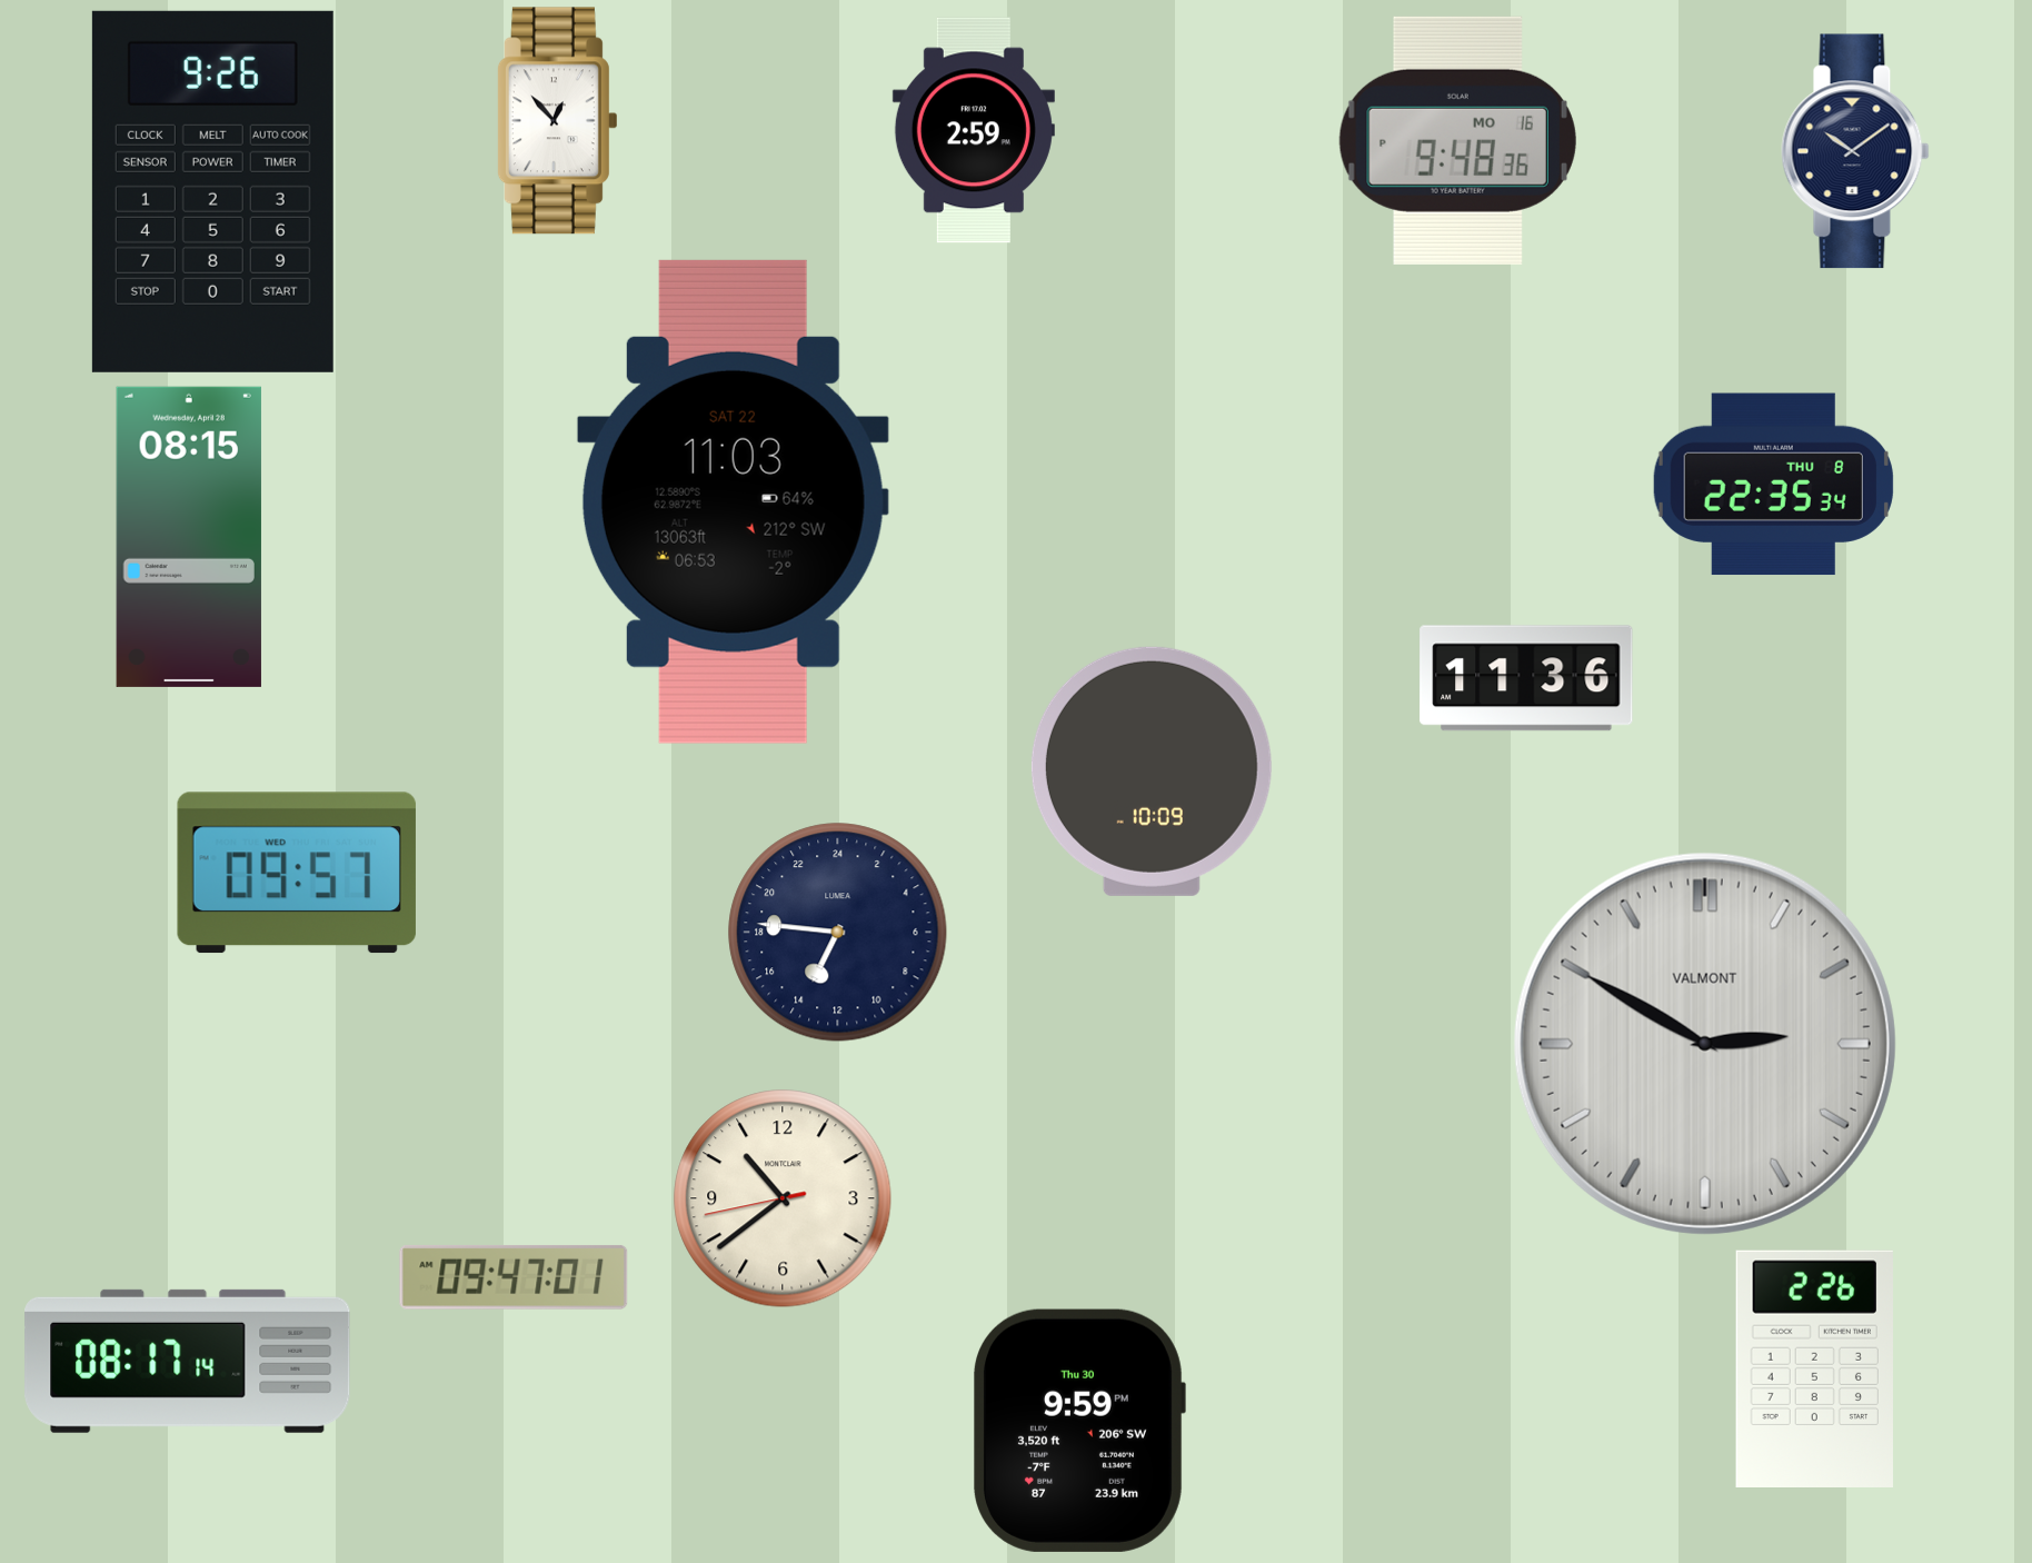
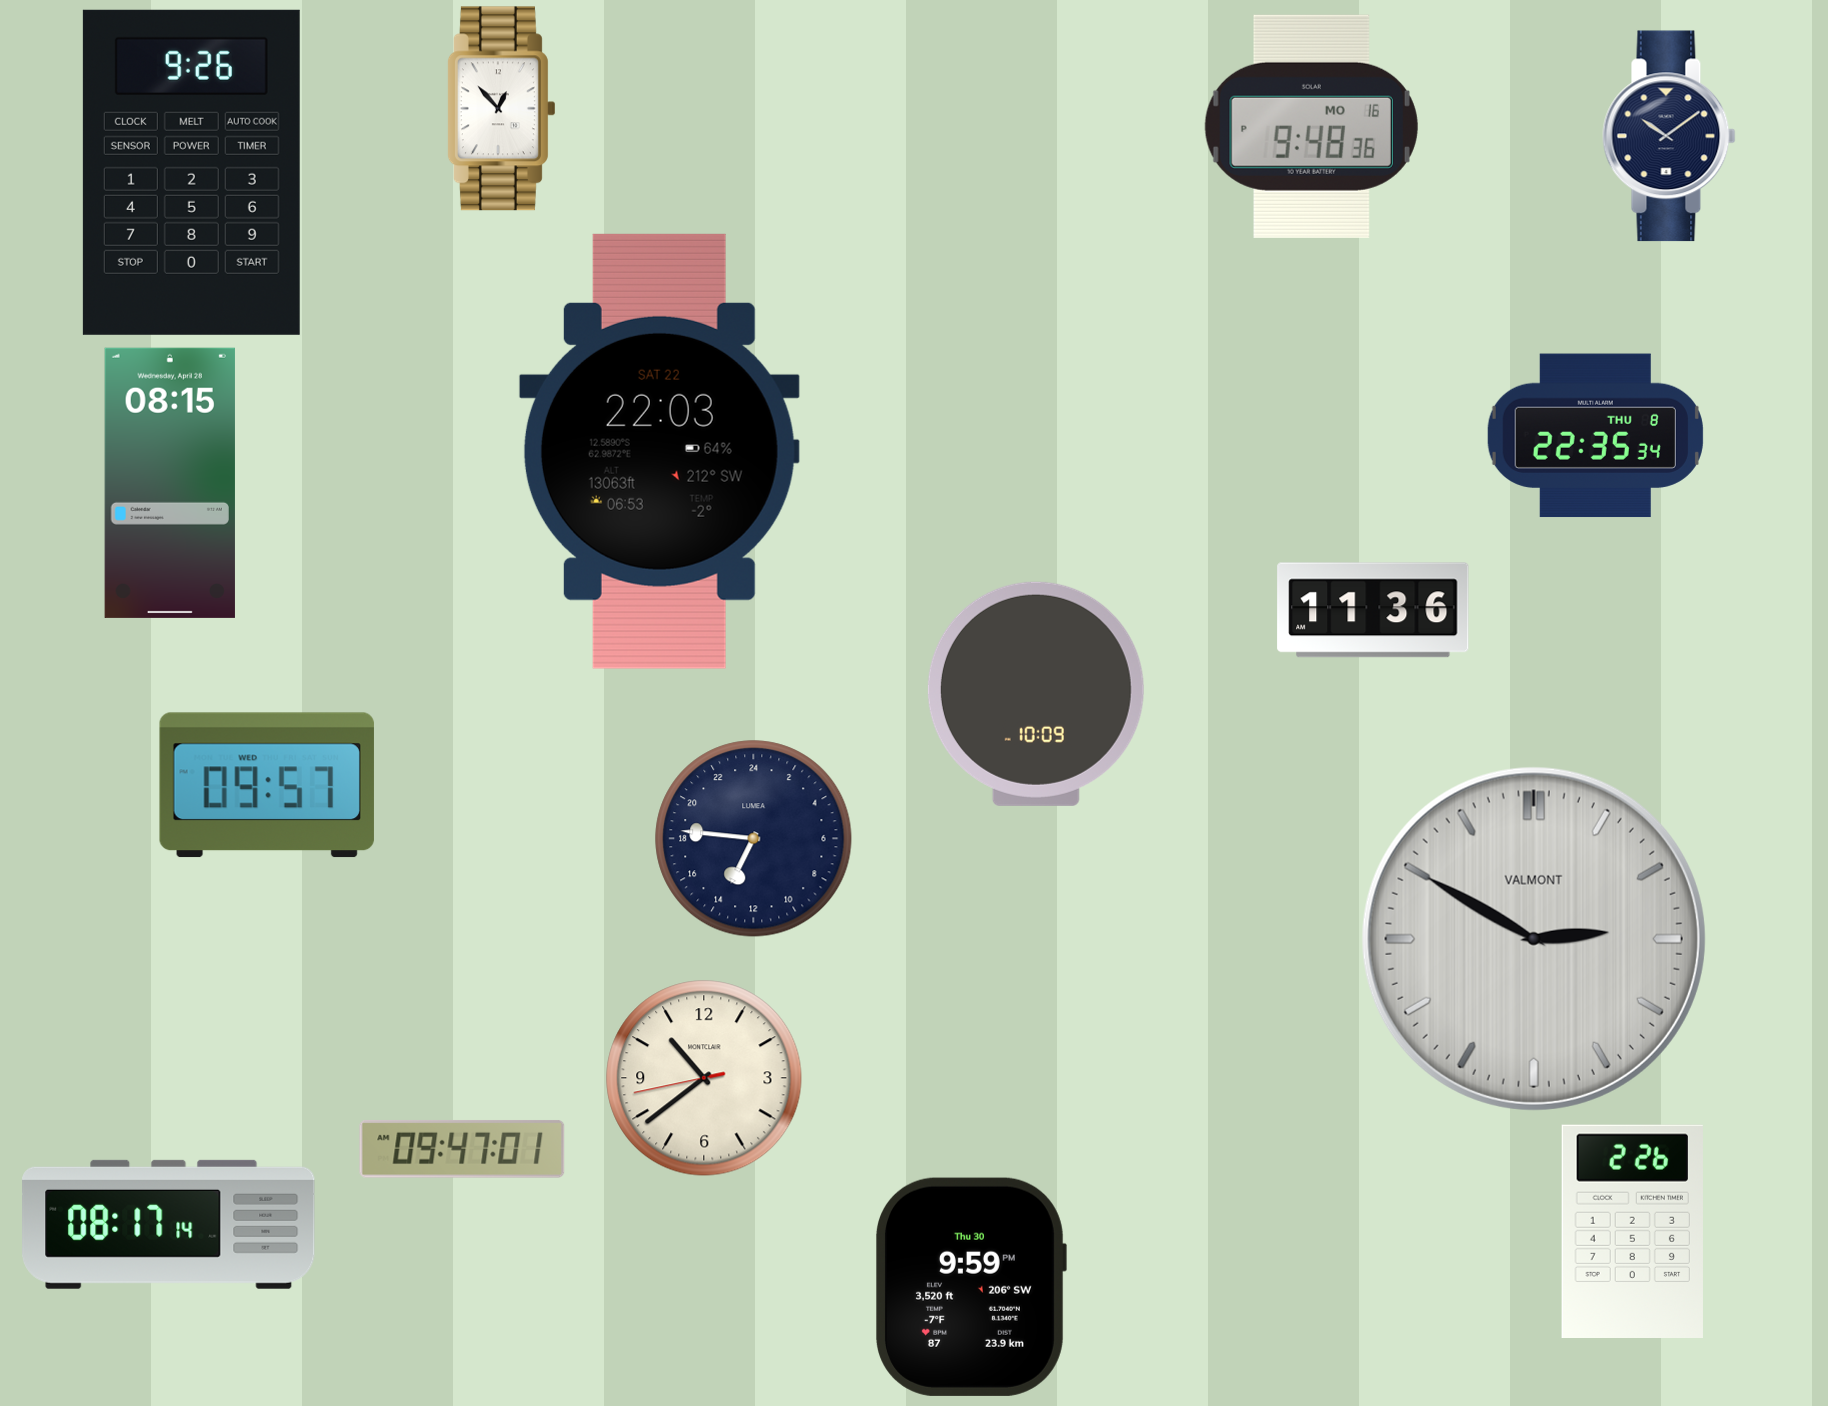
clock at (974, 130): 2:59 -> none
clock at (733, 501): 11:03 -> 22:03
